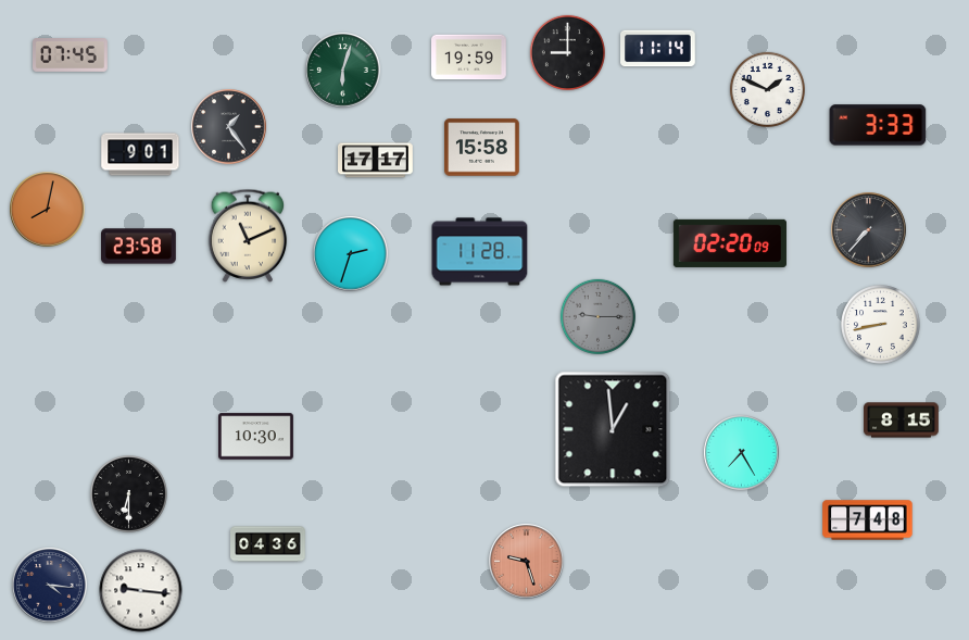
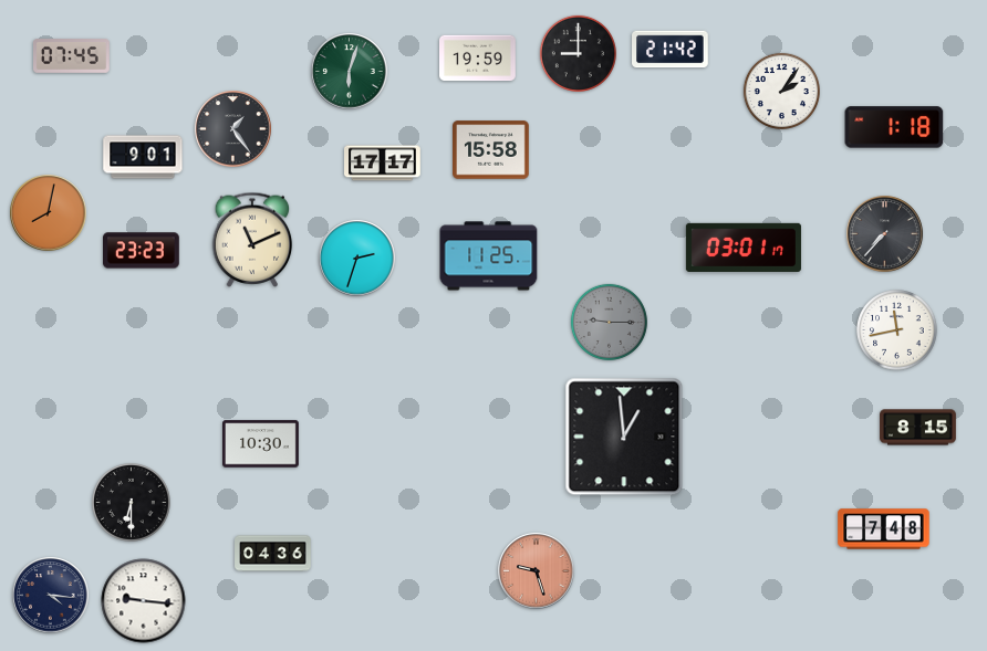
clock at (658, 49): 11:14 -> 21:42
clock at (767, 89): 1:49 -> 2:06
clock at (878, 125): 3:33 -> 1:18
clock at (730, 242): 02:20 -> 03:01
clock at (139, 247): 23:58 -> 23:23
clock at (480, 252): 11:28 -> 11:25
clock at (881, 325): 8:43 -> 11:43
clock at (742, 453): 7:25 -> none
